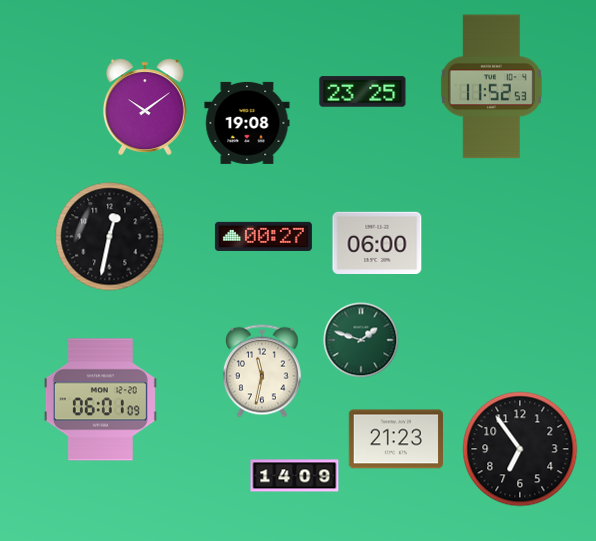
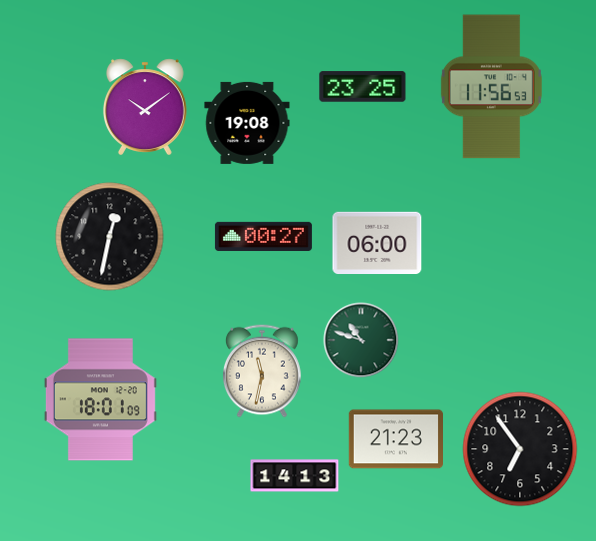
clock at (491, 87): 11:52 -> 11:56
clock at (363, 92) position: (363, 92) -> (363, 87)
clock at (361, 340): 1:48 -> 10:48
clock at (100, 400): 06:01 -> 18:01
clock at (295, 476): 14:09 -> 14:13
